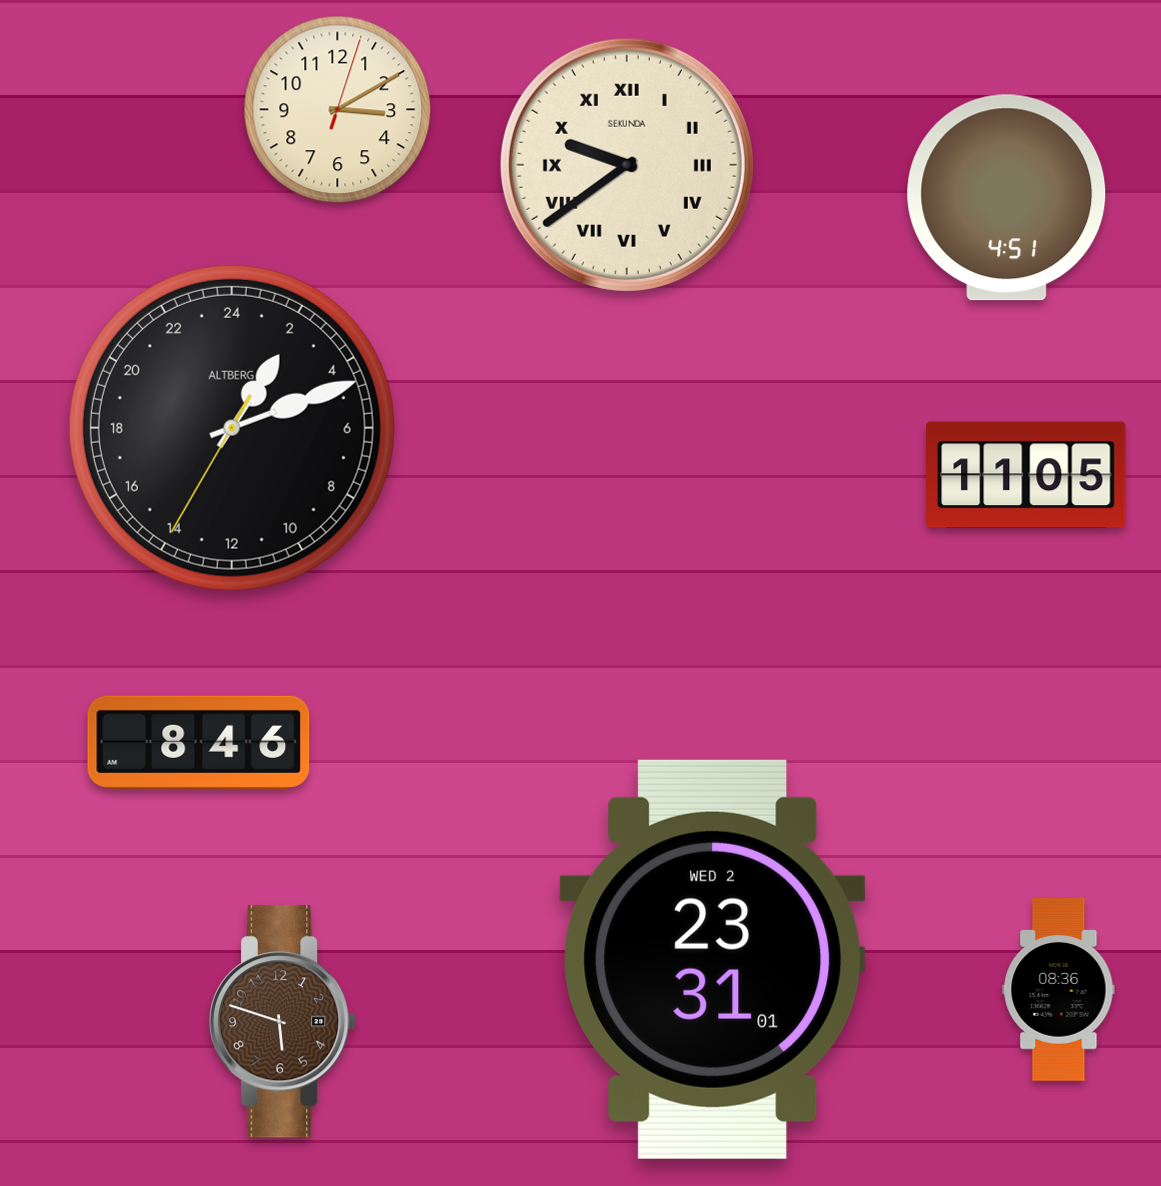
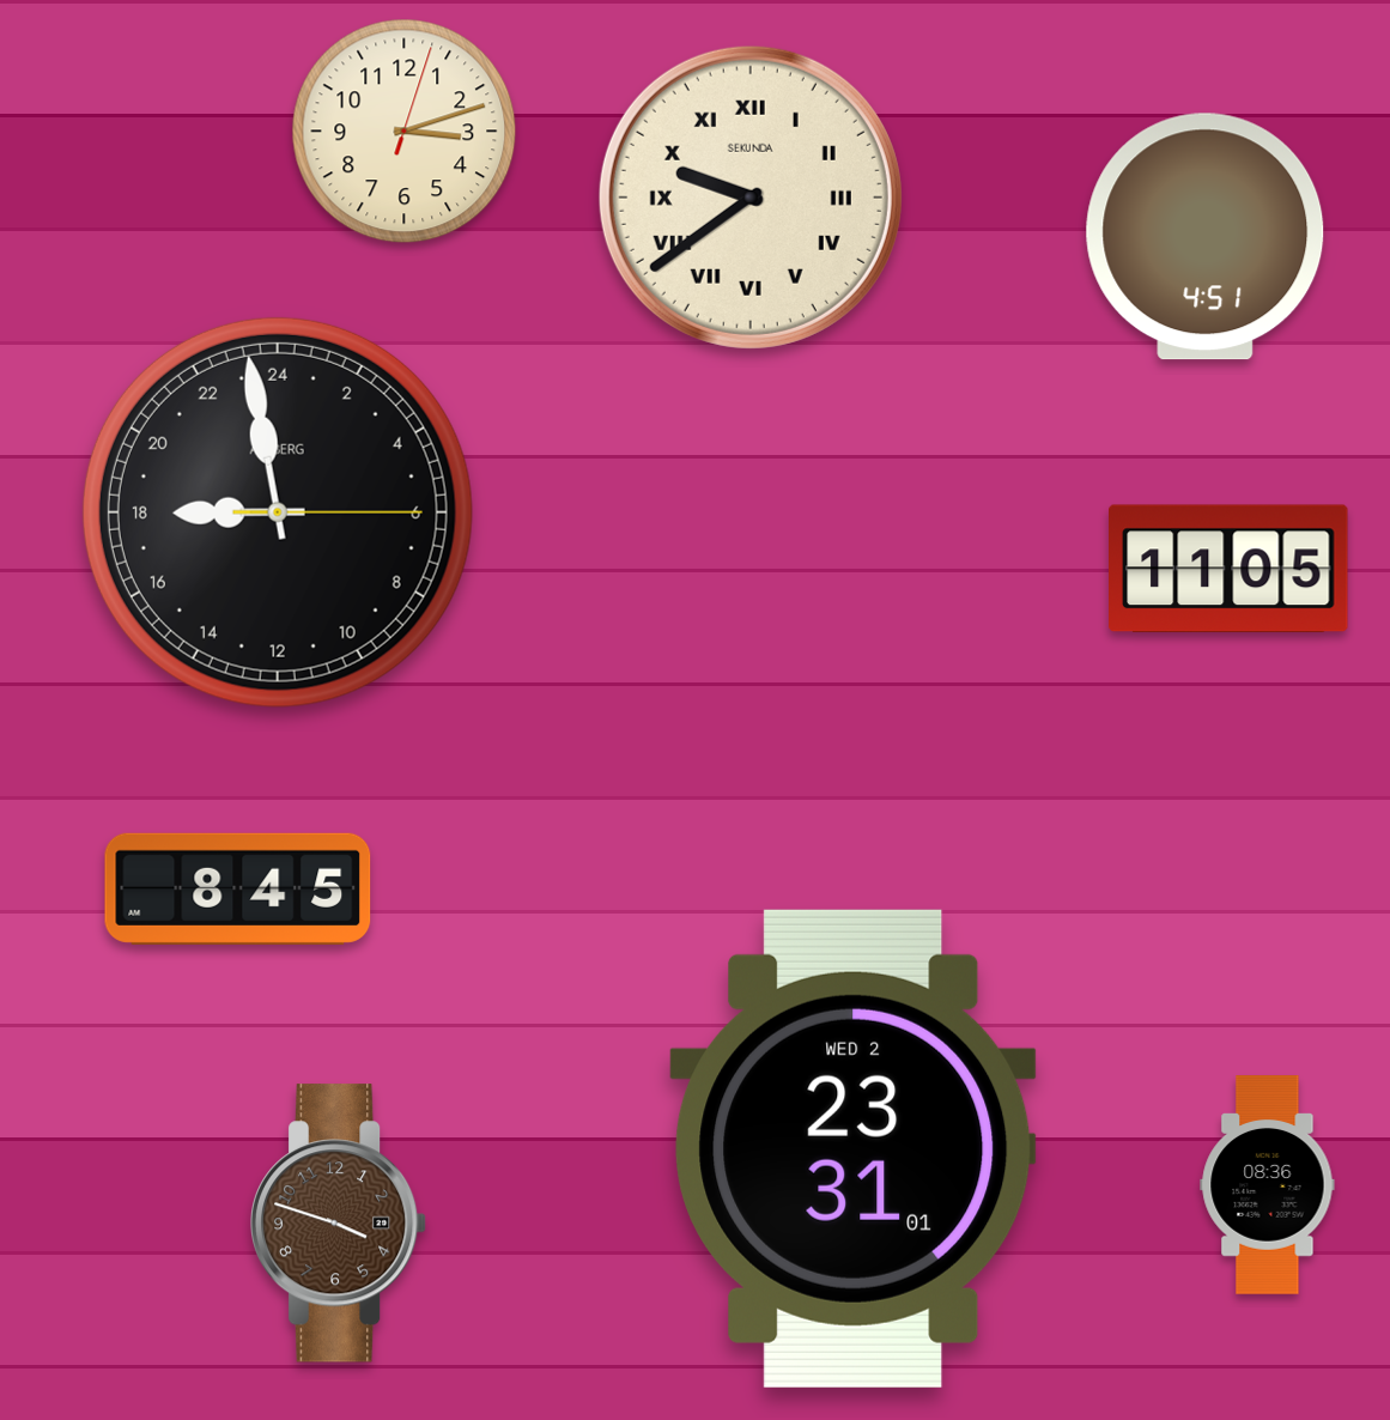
clock at (338, 110): 3:10 -> 3:12
clock at (232, 428): 2:11 -> 17:58
clock at (199, 742): 8:46 -> 8:45
clock at (284, 1022): 5:48 -> 3:48
